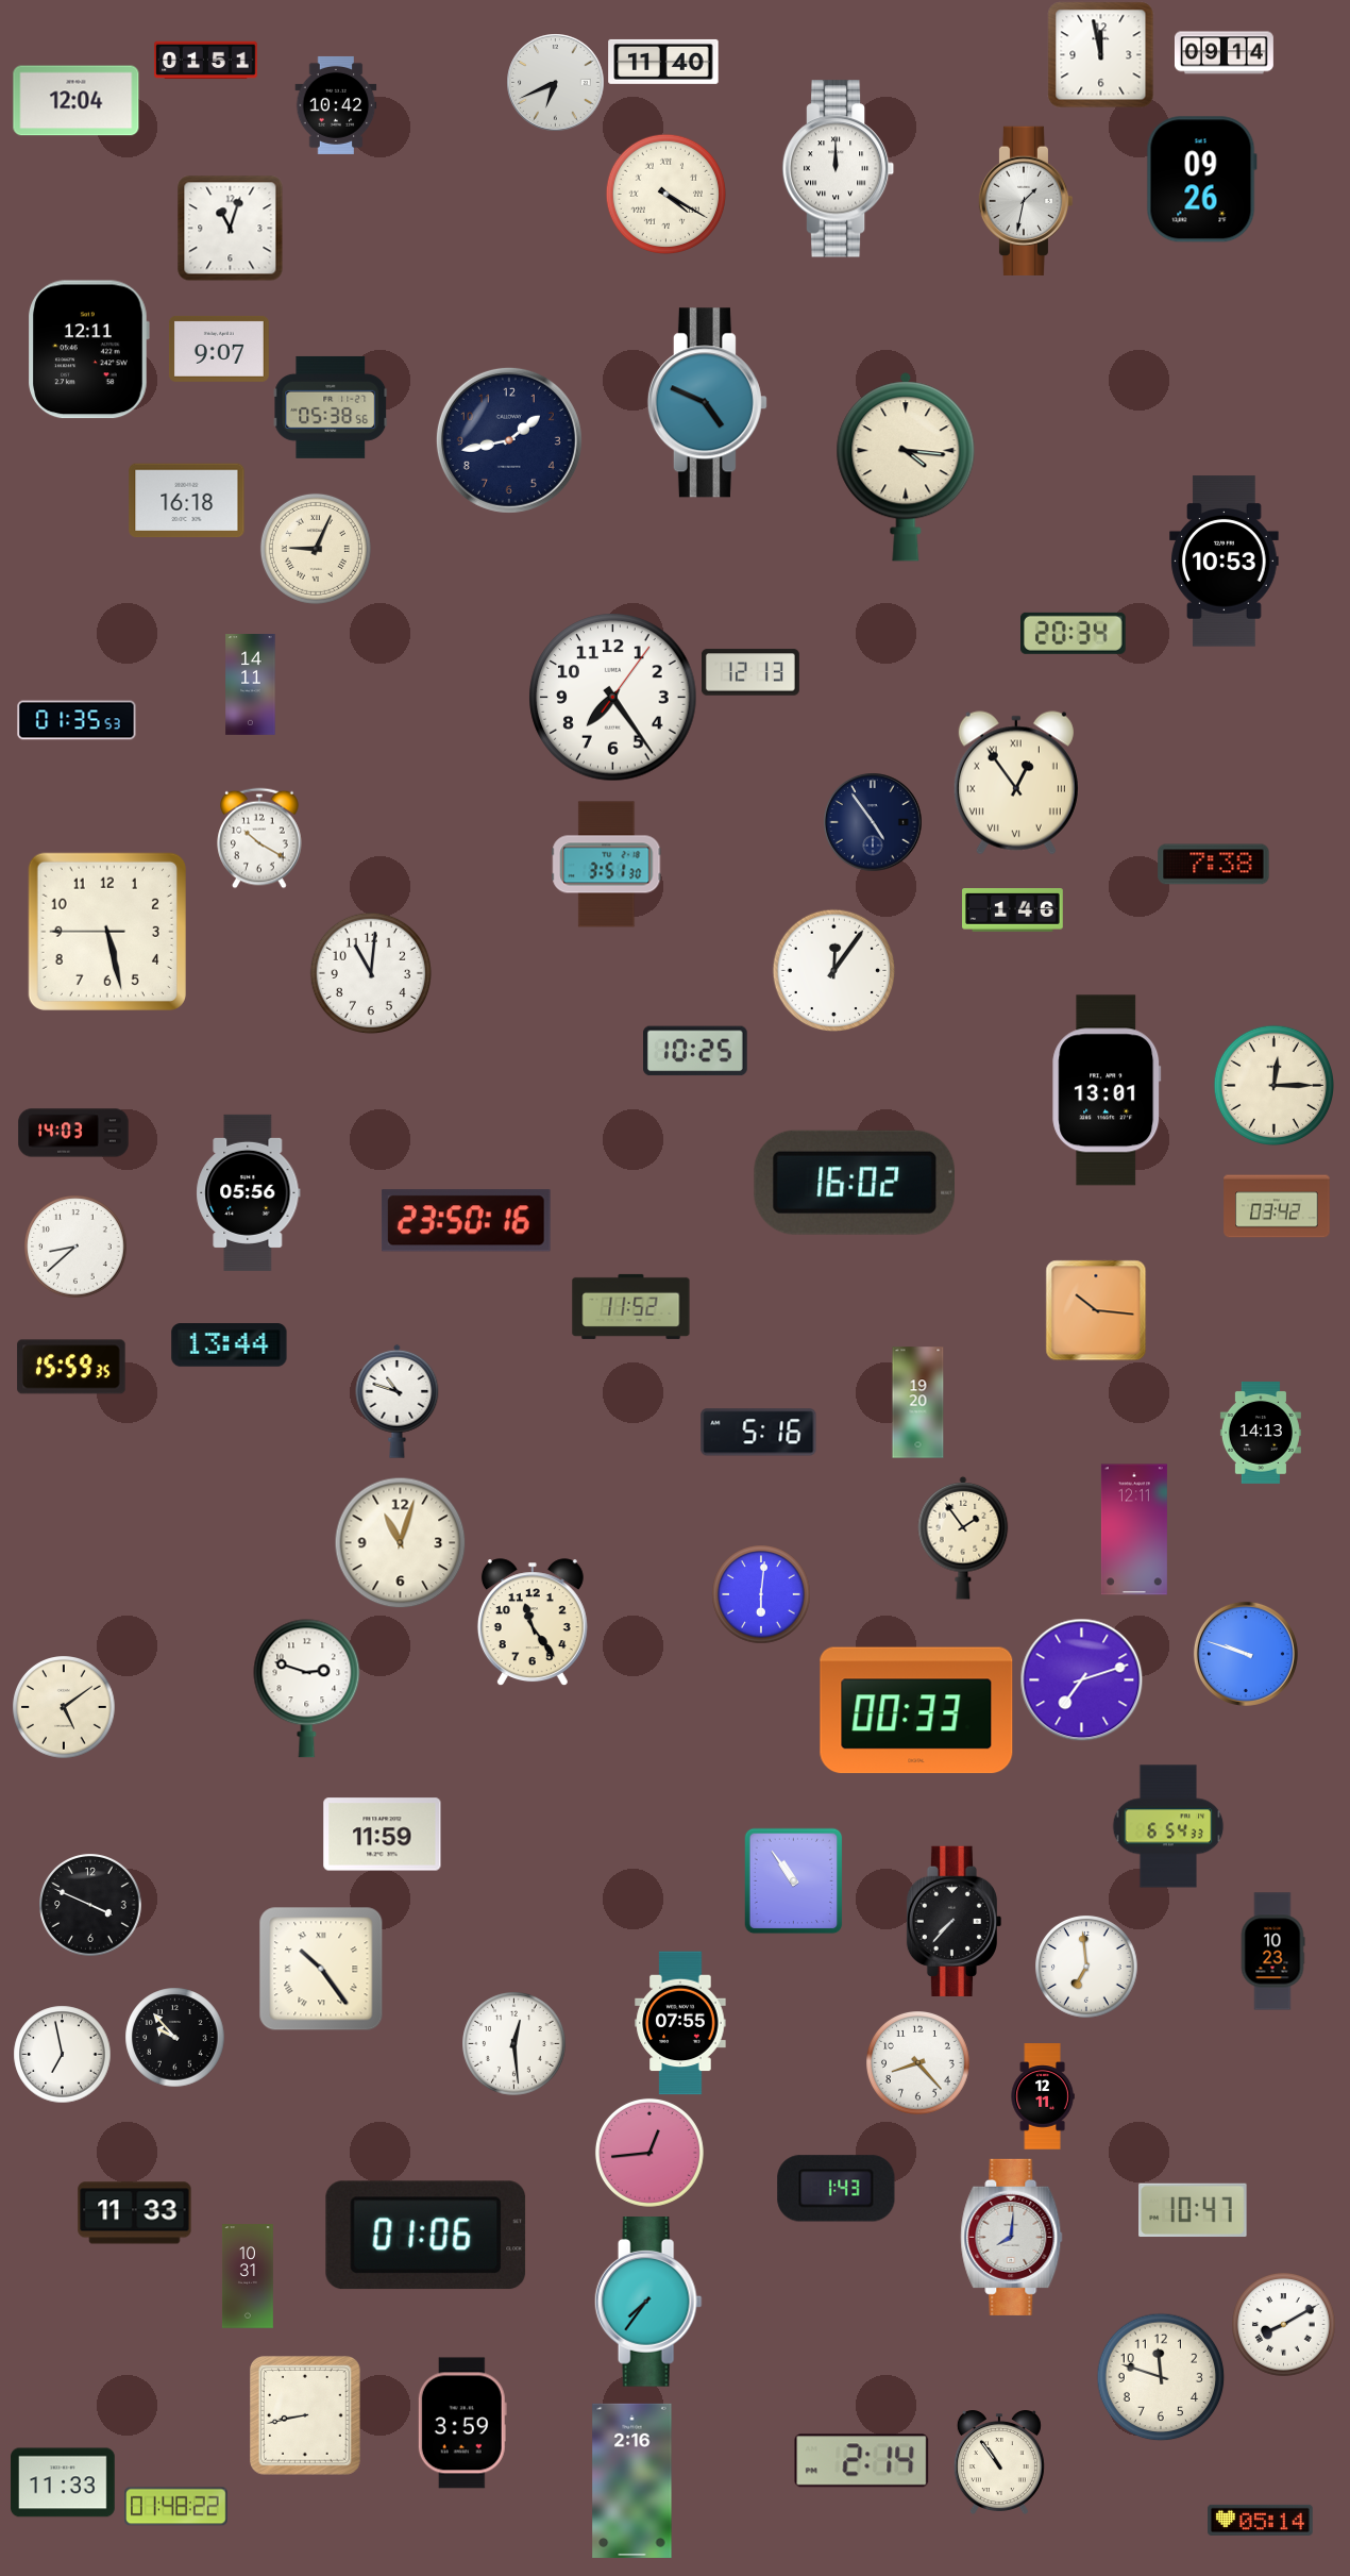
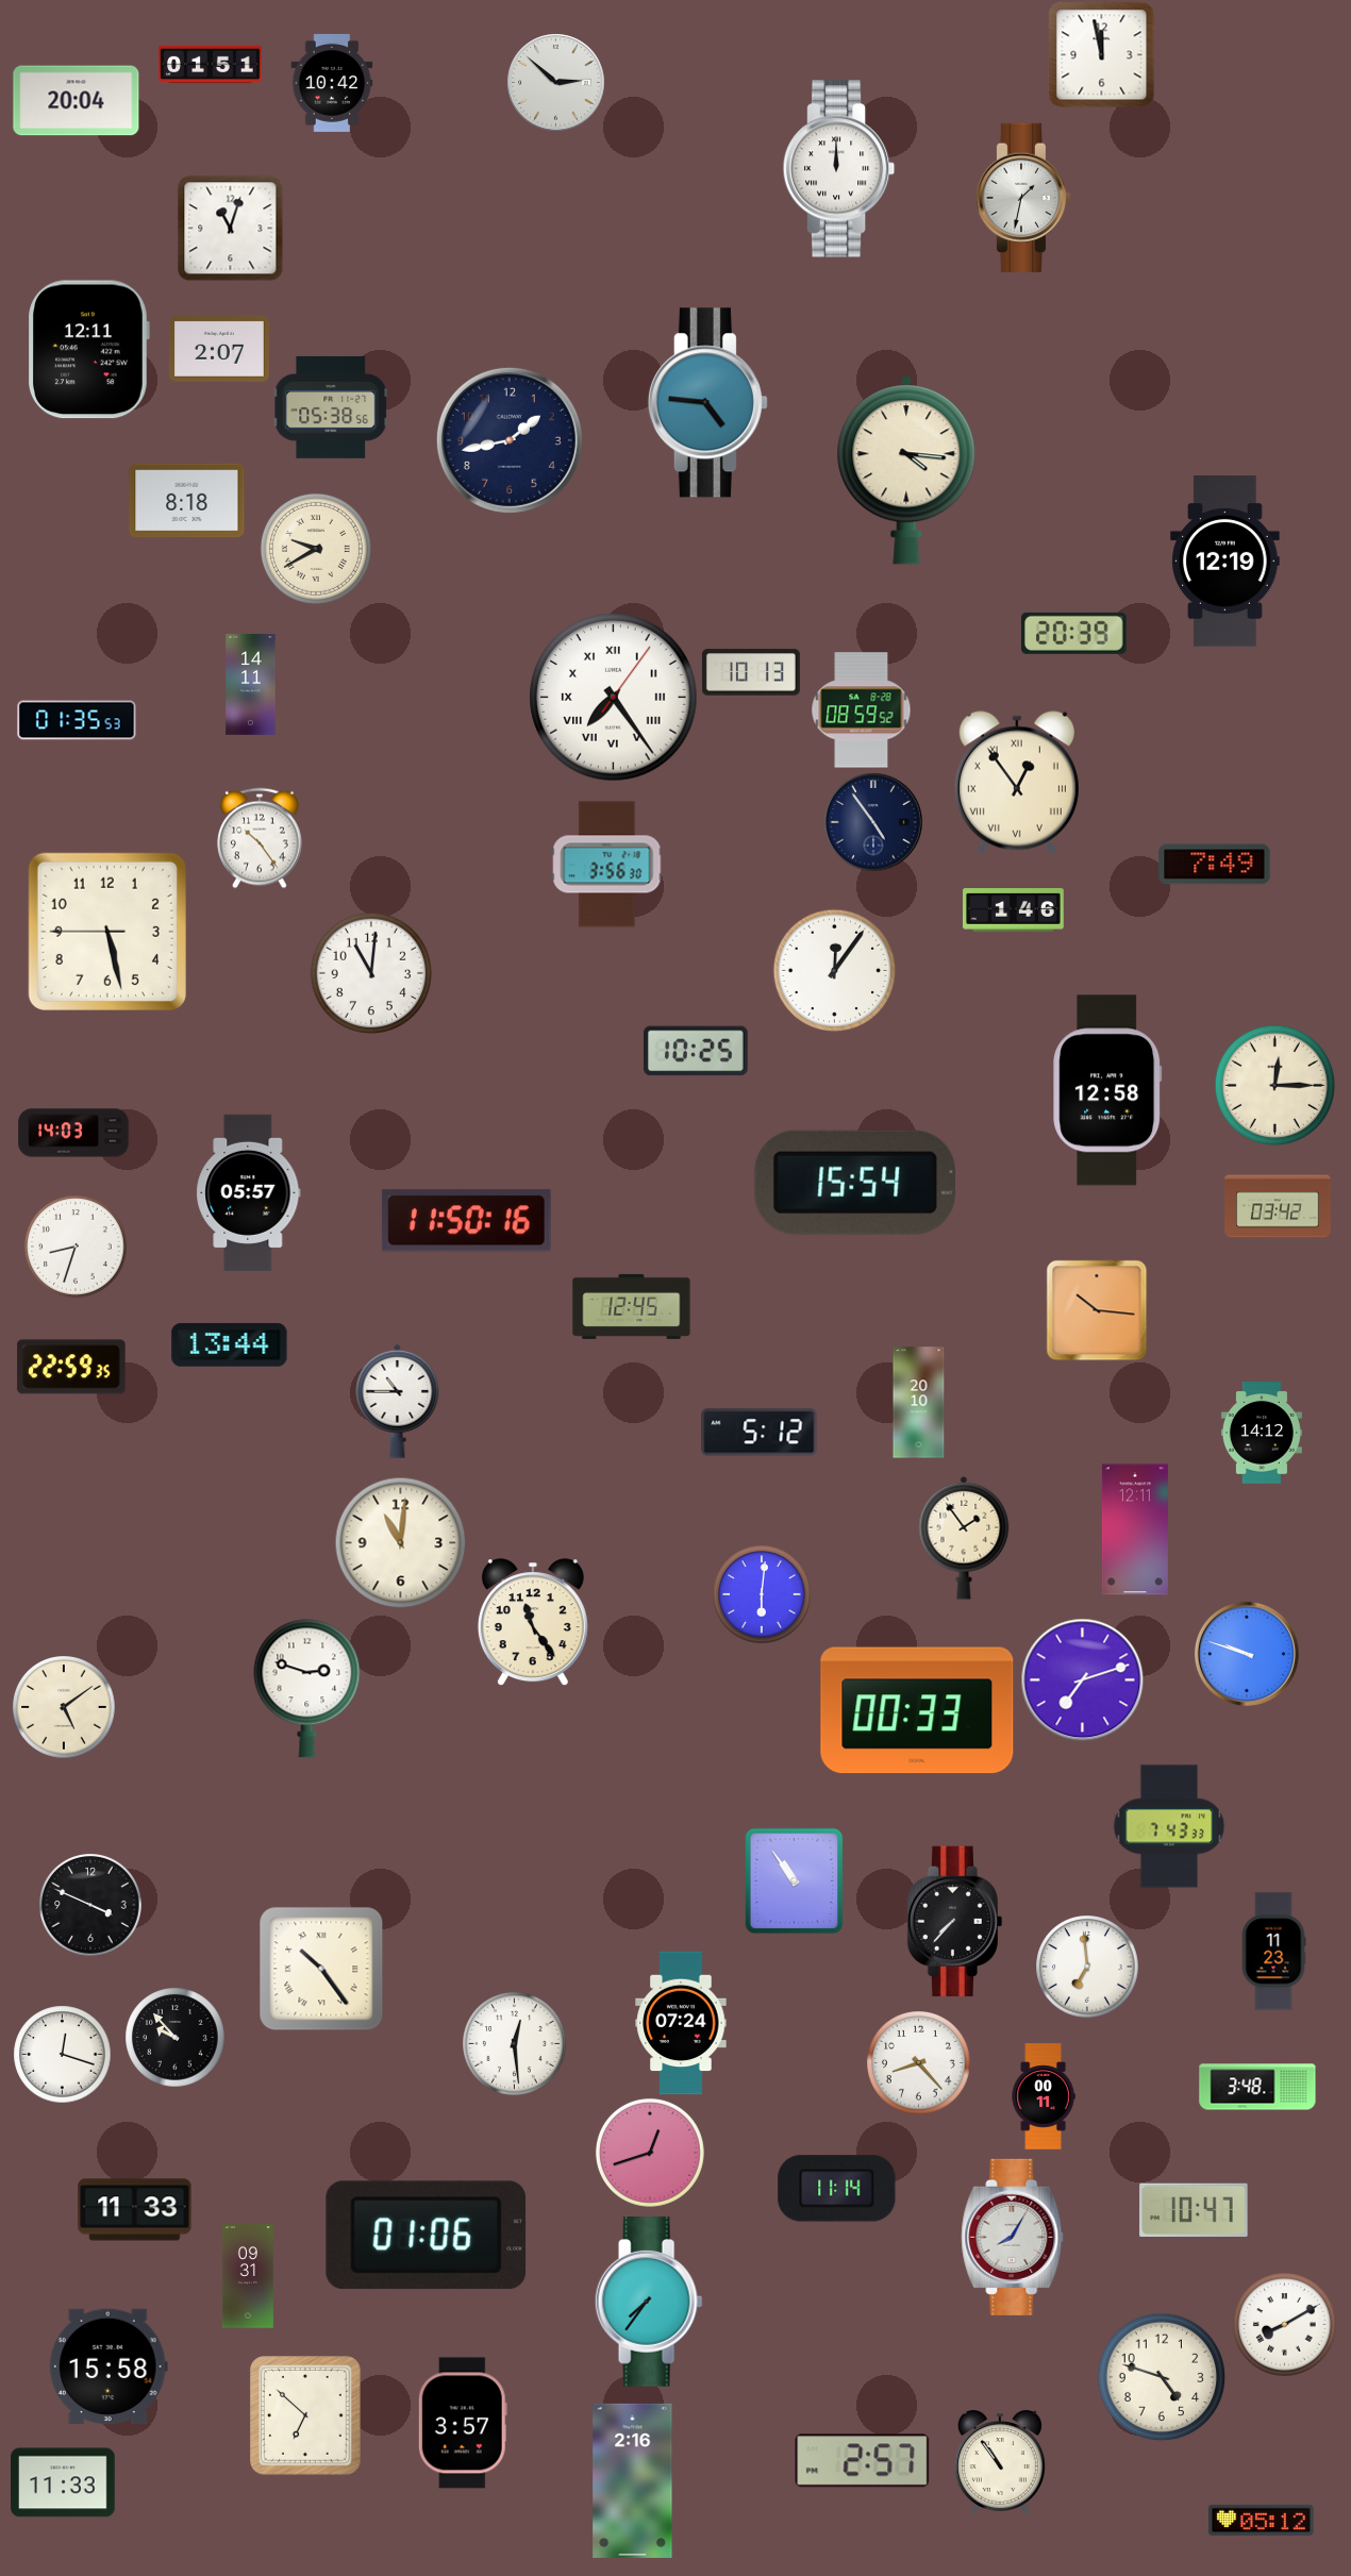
clock at (1224, 53): 09:14 -> none
clock at (206, 61) position: (206, 61) -> (211, 65)
clock at (663, 62): 11:40 -> none
clock at (555, 82): 6:41 -> 2:52
clock at (77, 101): 12:04 -> 20:04
clock at (336, 105) position: (336, 105) -> (332, 83)
clock at (1201, 180): 09:26 -> none
clock at (665, 194): 4:20 -> none
clock at (1026, 200) position: (1026, 200) -> (1023, 197)
clock at (219, 349): 9:07 -> 2:07
clock at (707, 403): 4:49 -> 4:46
clock at (906, 467) position: (906, 467) -> (906, 470)
clock at (187, 501): 16:18 -> 8:18
clock at (316, 549): 9:04 -> 9:40
clock at (1225, 562): 10:53 -> 12:19
clock at (1074, 633): 20:34 -> 20:39
clock at (750, 672): 12:13 -> 10:13
clock at (613, 698) numerals: Arabic -> Roman
clock at (862, 710): none -> 08:59
clock at (259, 838): 10:20 -> 10:24
clock at (607, 865): 3:51 -> 3:56
clock at (1214, 865): 7:38 -> 7:49
clock at (1107, 1090): 13:01 -> 12:58
clock at (854, 1183): 16:02 -> 15:54
clock at (249, 1192): 05:56 -> 05:57
clock at (466, 1221): 23:50 -> 11:50
clock at (75, 1247): 8:38 -> 8:33
clock at (631, 1306): 11:52 -> 12:45
clock at (71, 1367): 15:59 -> 22:59
clock at (398, 1401): 10:48 -> 10:45
clock at (918, 1403): 19:20 -> 20:10
clock at (759, 1433): 5:16 -> 5:12
clock at (1261, 1434): 14:13 -> 14:12
clock at (400, 1542): 11:03 -> 11:01
clock at (1168, 1826): 6:54 -> 7:43
clock at (383, 1835): 11:59 -> none
clock at (1272, 1952): 10:23 -> 11:23
clock at (680, 2023): 07:55 -> 07:24
clock at (62, 2054): 6:58 -> 12:18
clock at (1257, 2087): none -> 3:48
clock at (1043, 2096): 12:11 -> 00:11
clock at (649, 2153): 12:44 -> 12:42
clock at (837, 2189): 1:43 -> 11:14
clock at (135, 2213) position: (135, 2213) -> (135, 2210)
clock at (1012, 2237): 8:01 -> 8:05
clock at (248, 2276): 10:31 -> 09:31
clock at (109, 2365): none -> 15:58
clock at (1161, 2377): 11:48 -> 4:48
clock at (306, 2416): 8:43 -> 6:52
clock at (462, 2423): 3:59 -> 3:57
clock at (862, 2461): 2:14 -> 2:57
clock at (176, 2507): 01:48 -> none
clock at (1261, 2520): 05:14 -> 05:12
